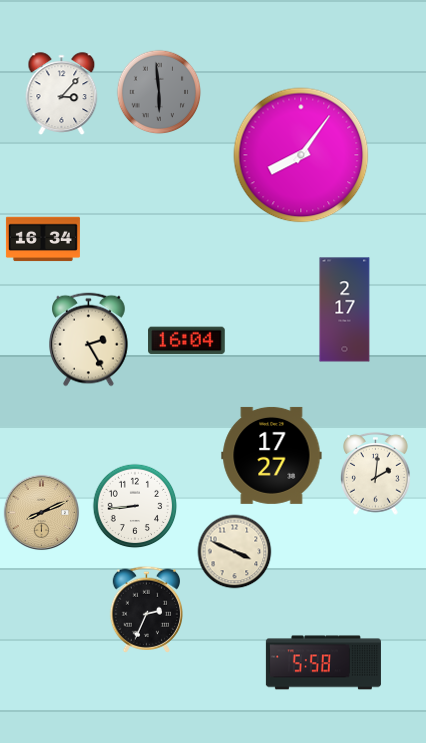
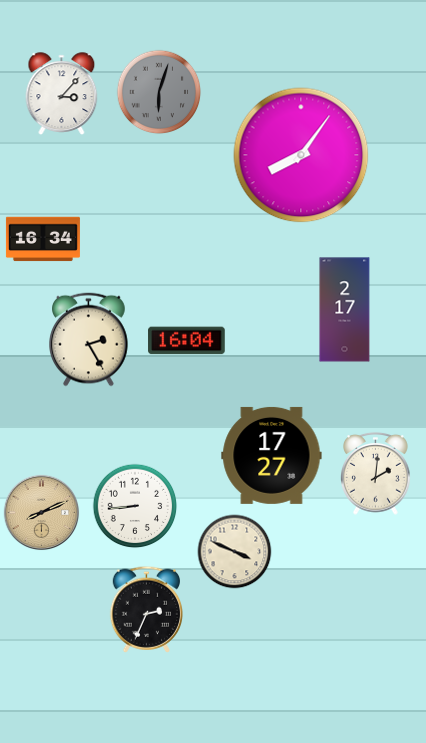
clock at (159, 92): 5:59 -> 6:03
clock at (323, 663): 5:58 -> none
